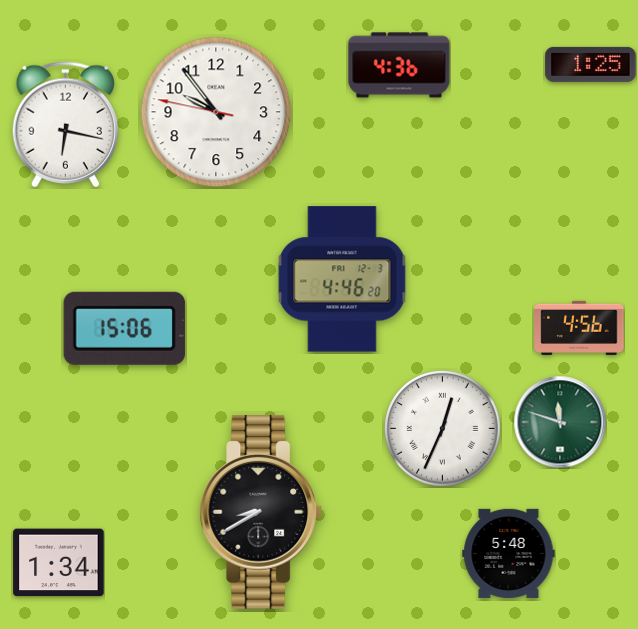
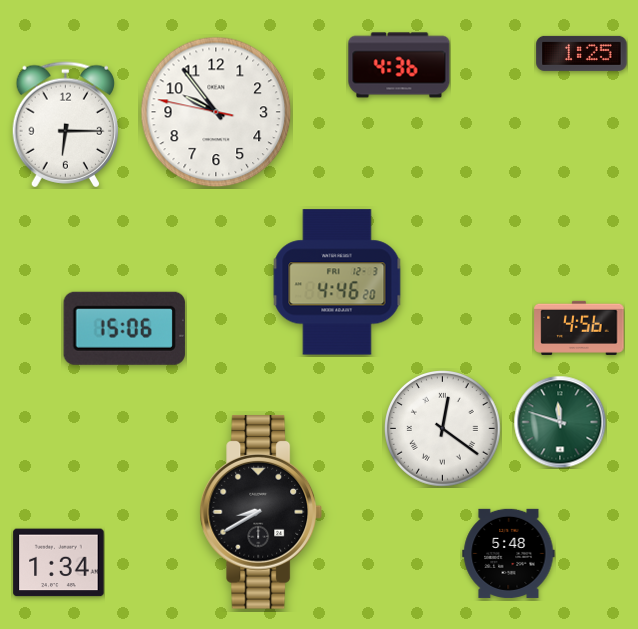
clock at (591, 64) position: (591, 64) -> (582, 53)
clock at (65, 125): 6:17 -> 6:15
clock at (342, 279) position: (342, 279) -> (337, 282)
clock at (443, 429): 12:34 -> 12:21
